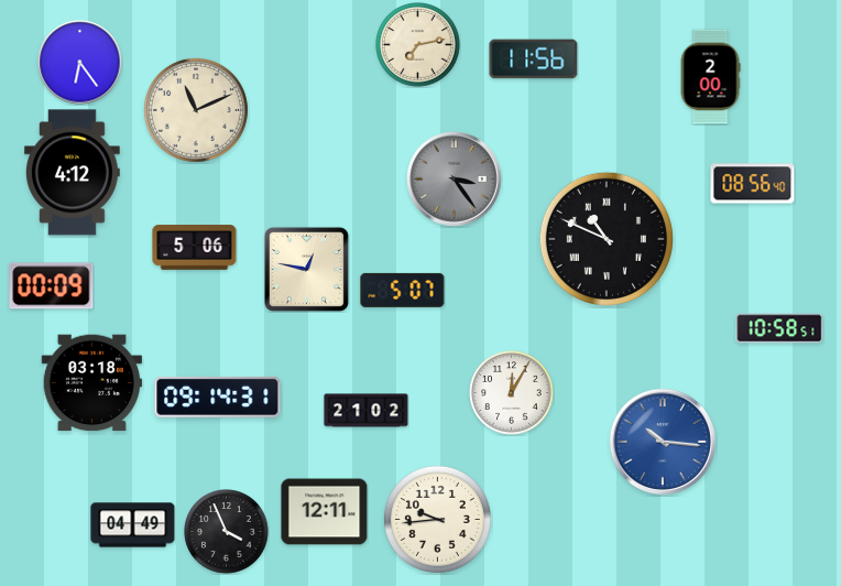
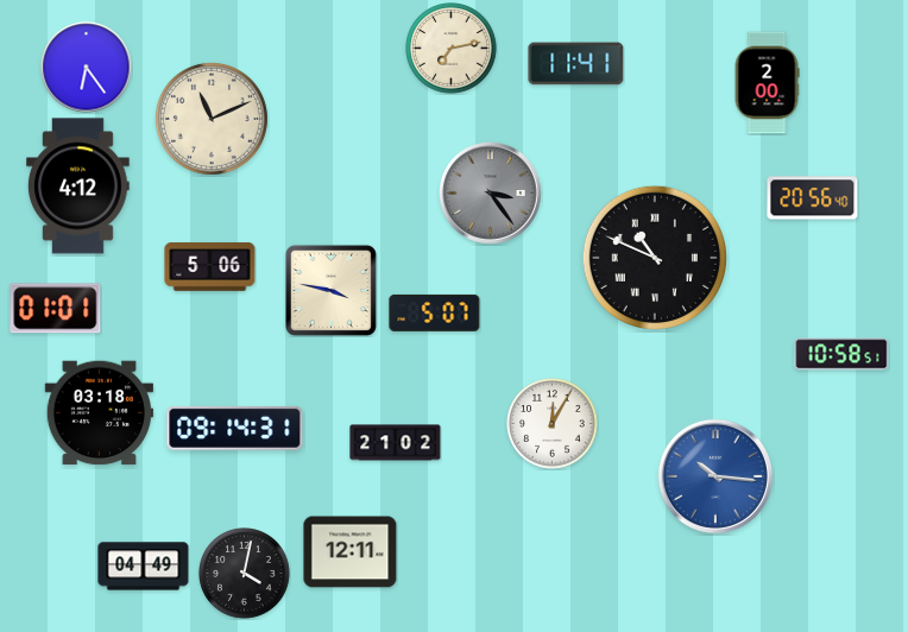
clock at (534, 59): 11:56 -> 11:41
clock at (753, 184): 08:56 -> 20:56
clock at (306, 269): 12:47 -> 3:47
clock at (52, 286): 00:09 -> 01:01
clock at (437, 519): 9:44 -> none
clock at (227, 532): 3:56 -> 4:02
